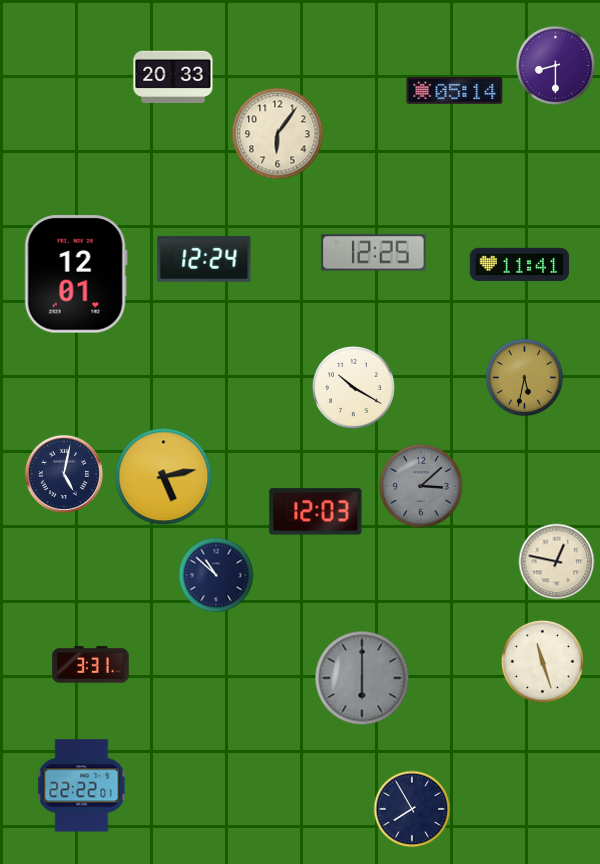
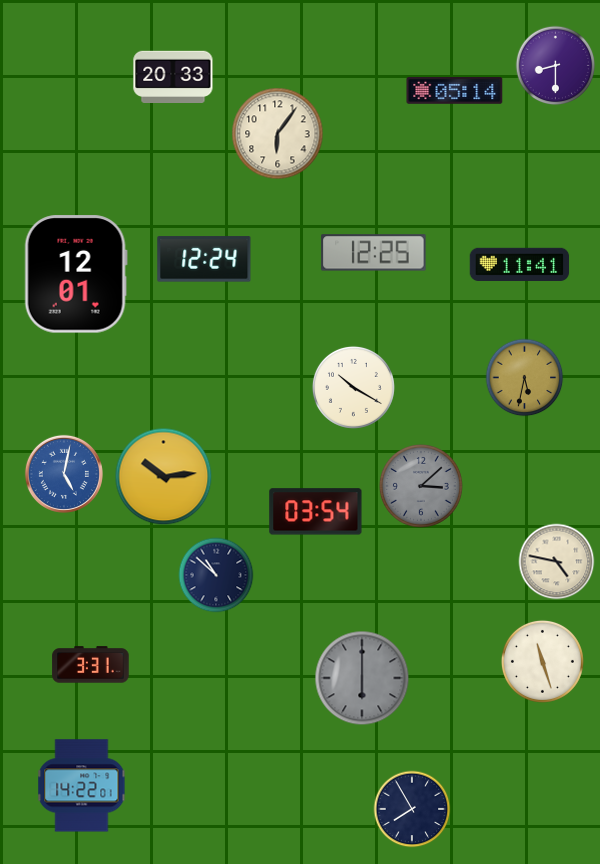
clock at (64, 474) dial: navy -> blue
clock at (164, 477): 5:13 -> 10:14
clock at (316, 512): 12:03 -> 03:54
clock at (557, 562): 12:47 -> 4:47
clock at (82, 786): 22:22 -> 14:22
